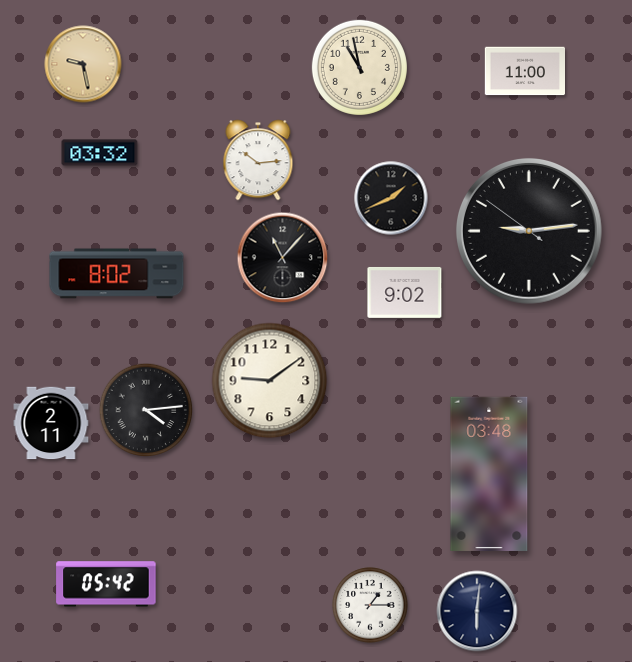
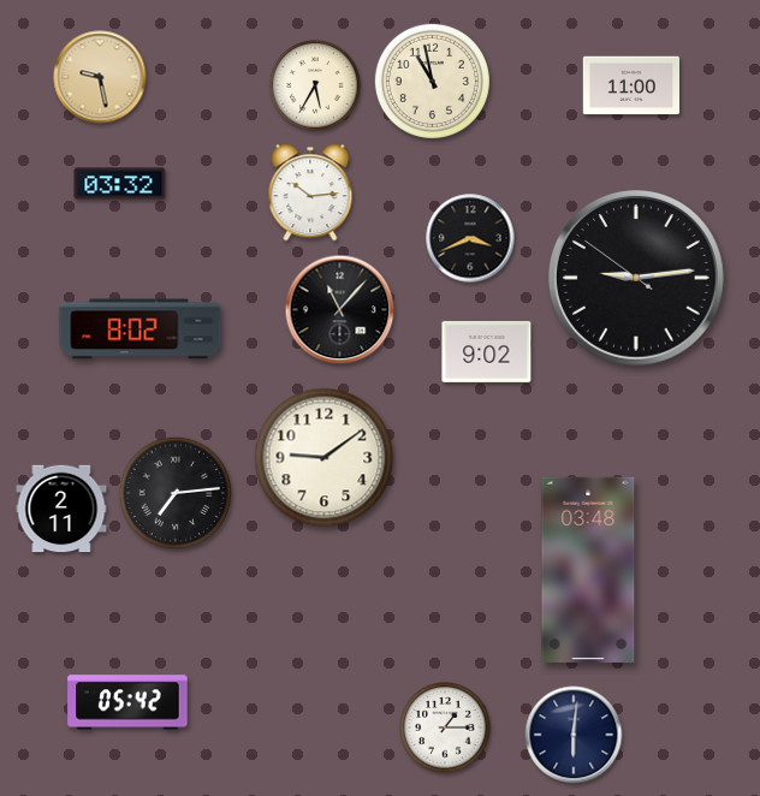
clock at (315, 85): none -> 5:35
clock at (391, 198): 1:41 -> 3:41
clock at (146, 410): 4:14 -> 7:14
